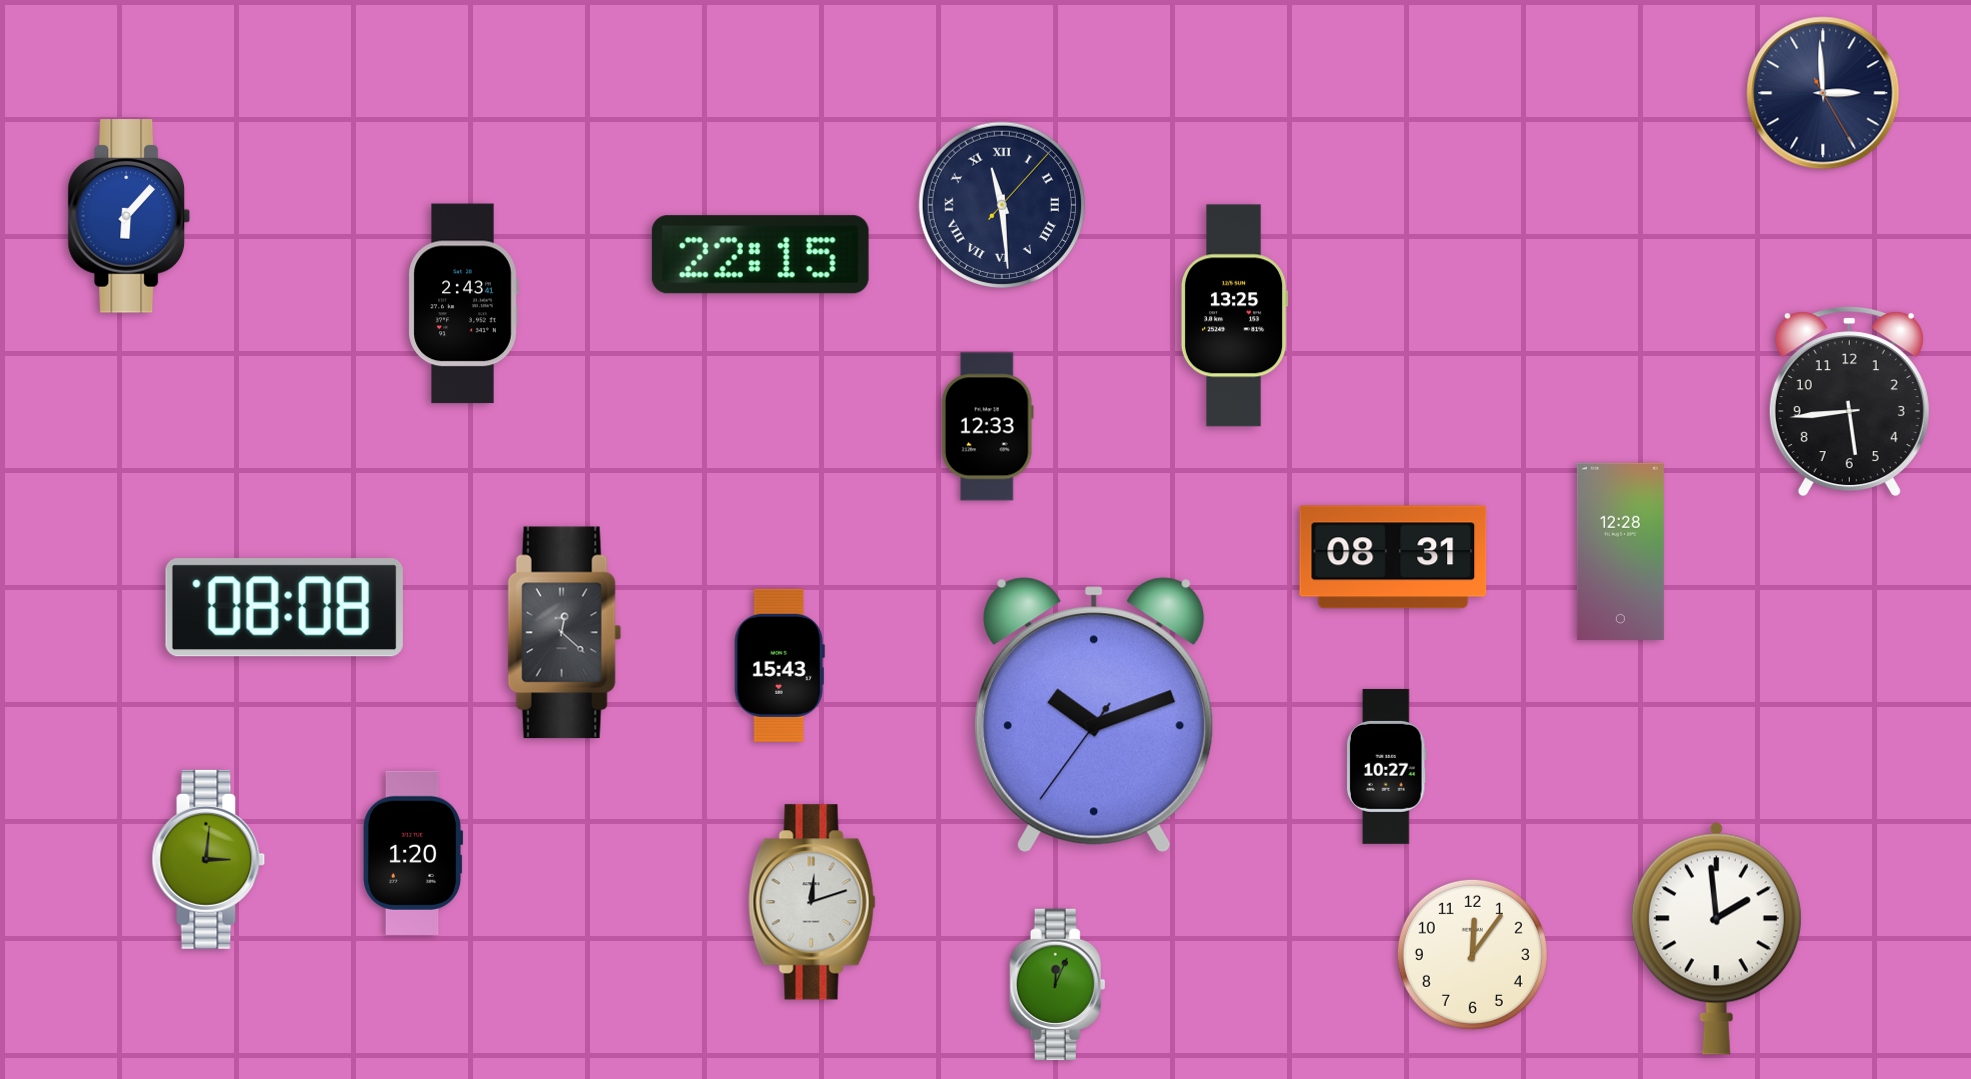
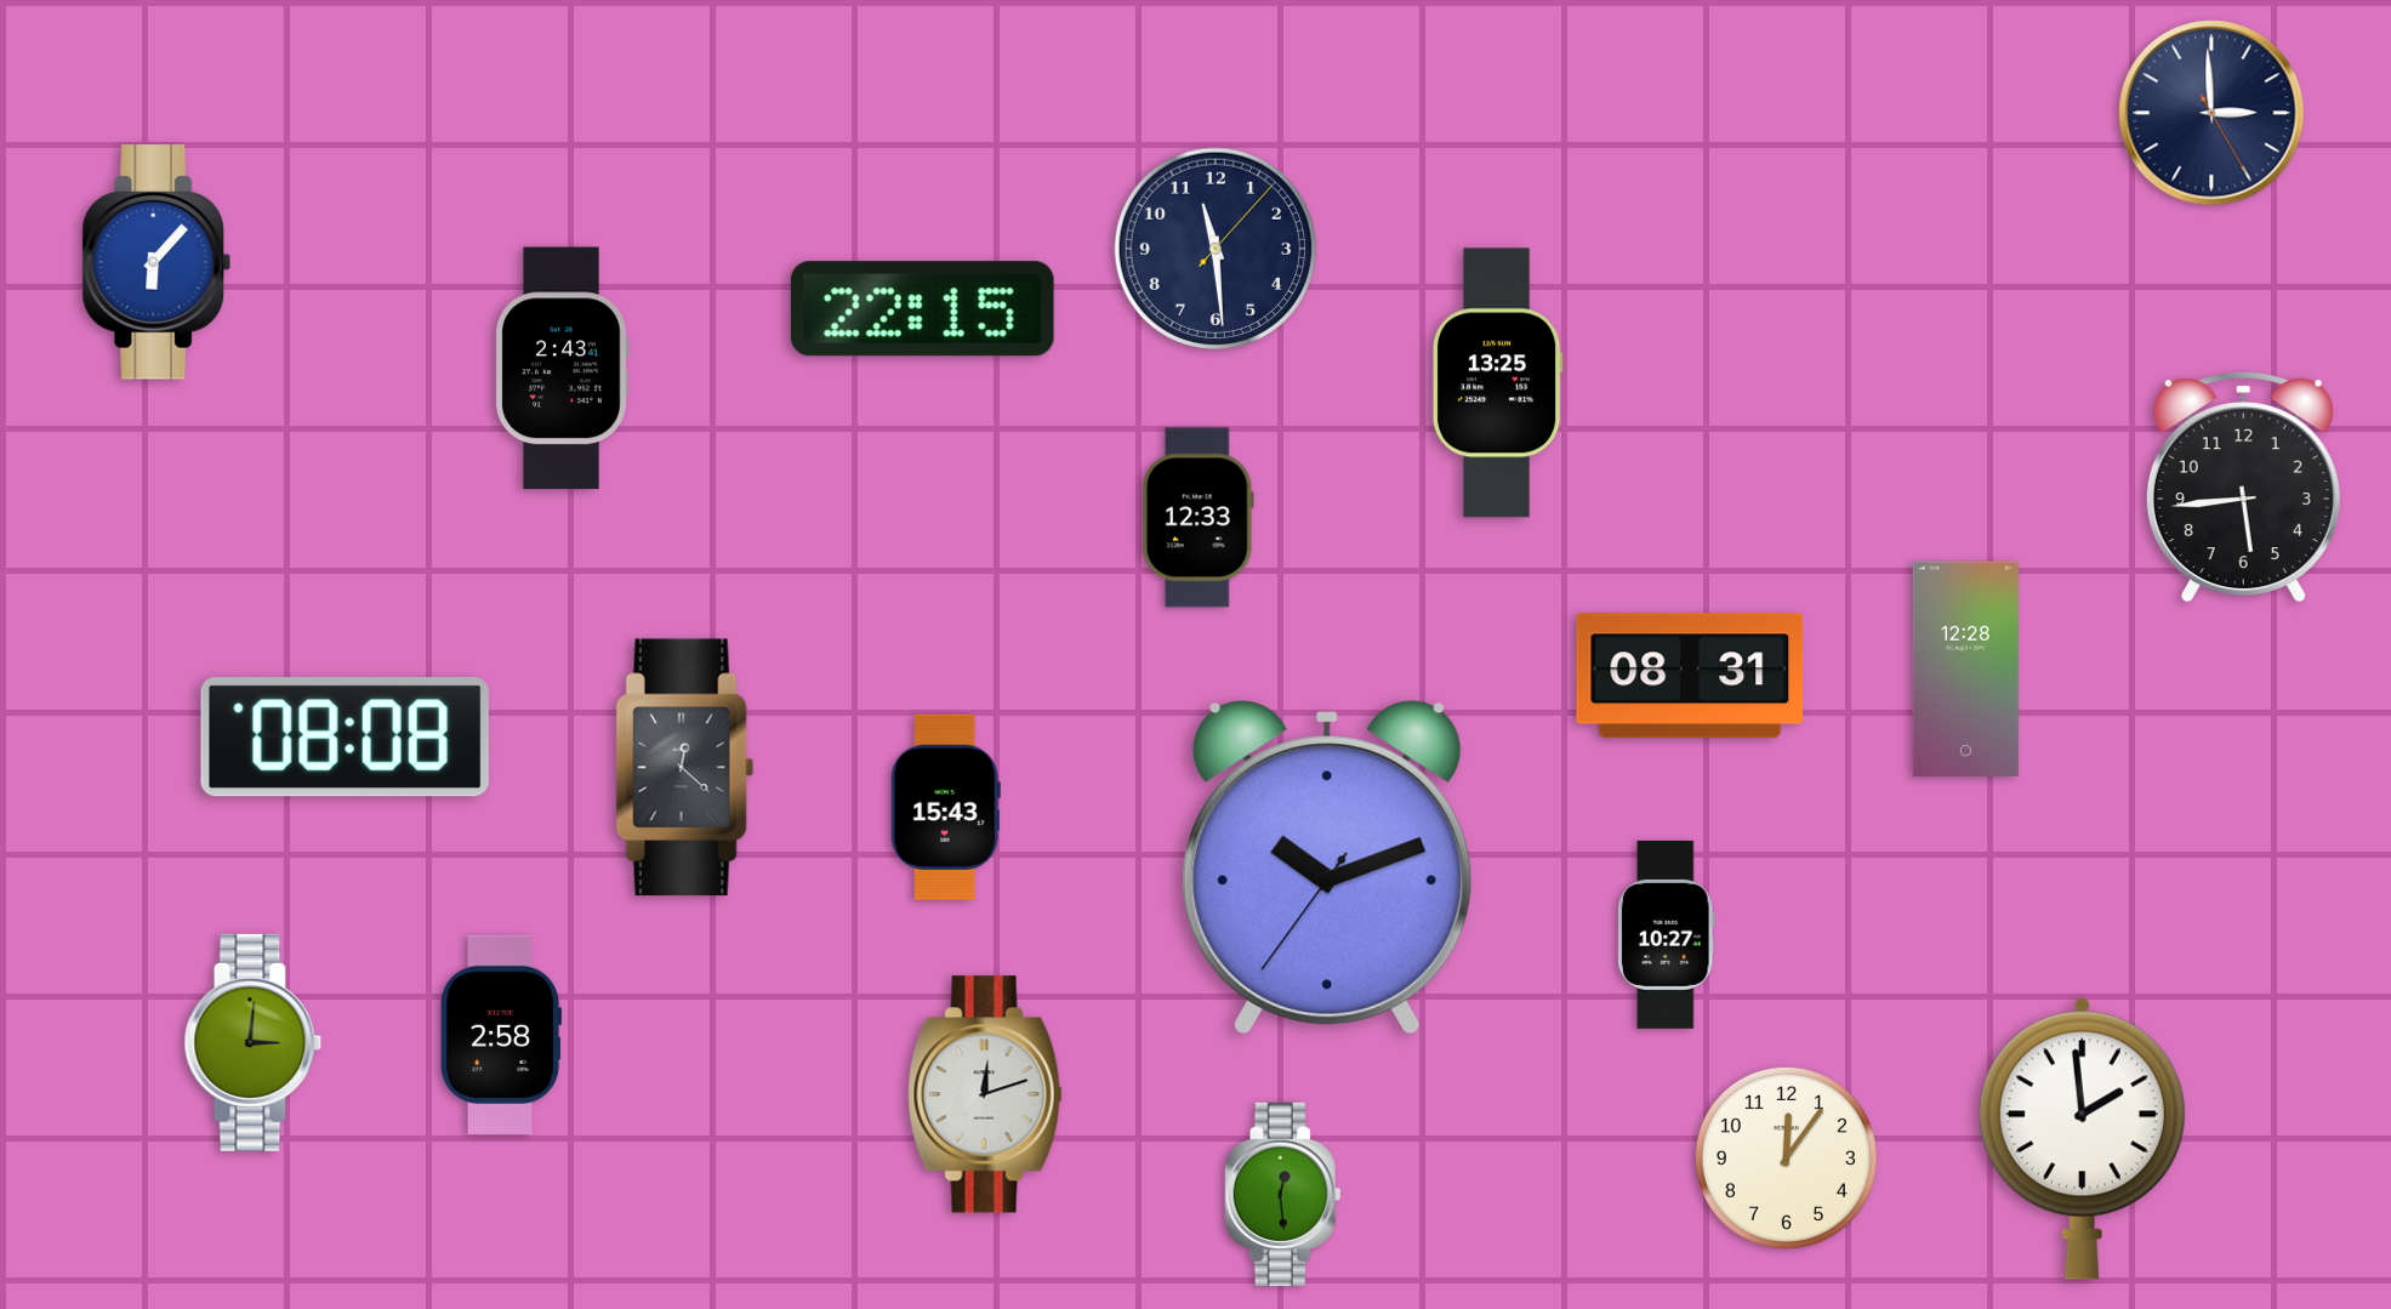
clock at (1002, 205) numerals: Roman -> Arabic
clock at (1386, 766) position: (1386, 766) -> (1666, 934)
clock at (413, 853): 1:20 -> 2:58
clock at (1058, 985): 12:04 -> 12:29
